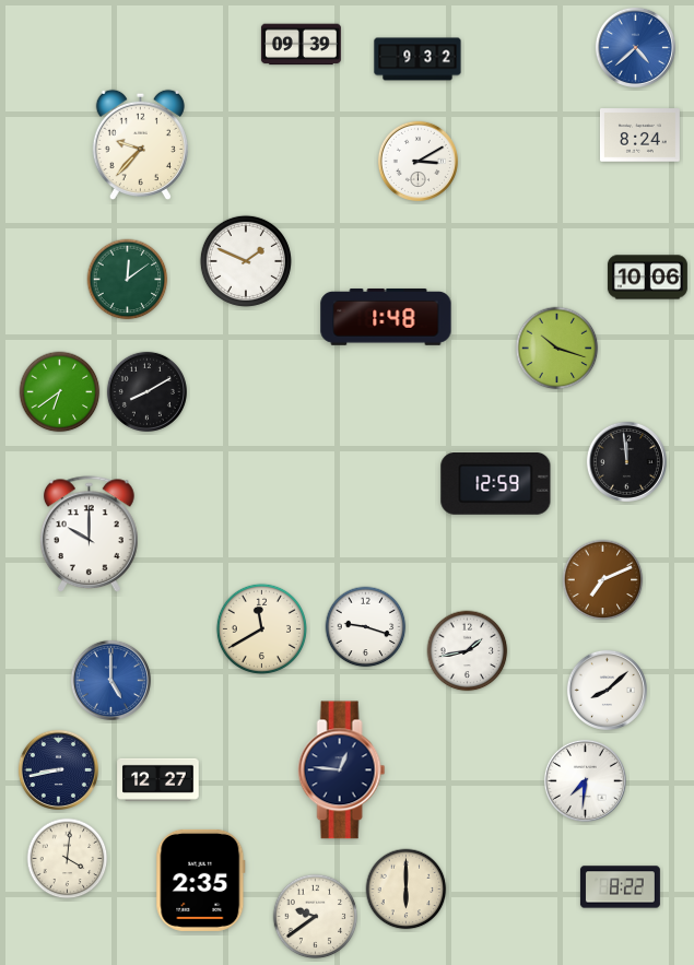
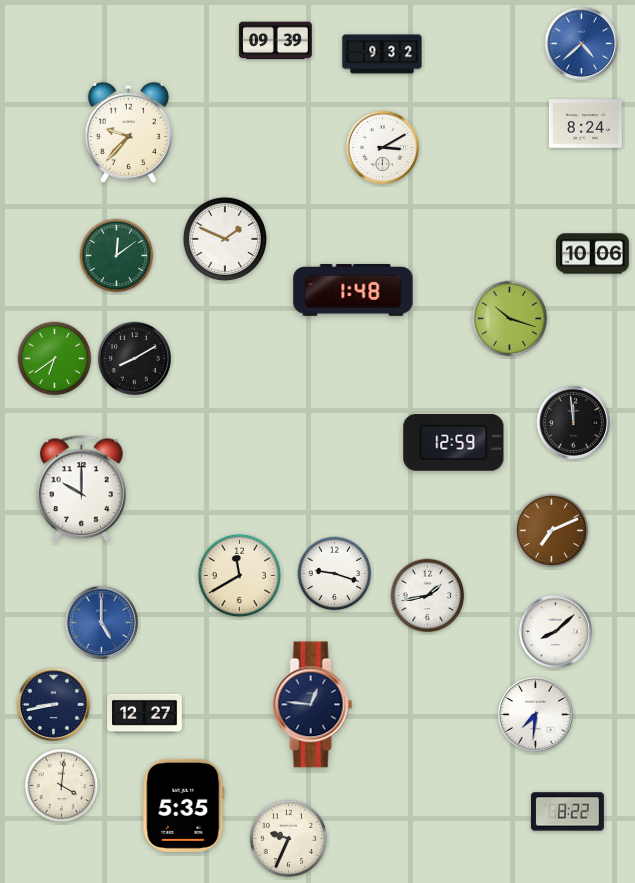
clock at (201, 880): 2:35 -> 5:35
clock at (407, 890): 6:00 -> none
clock at (316, 917): 9:39 -> 9:34
